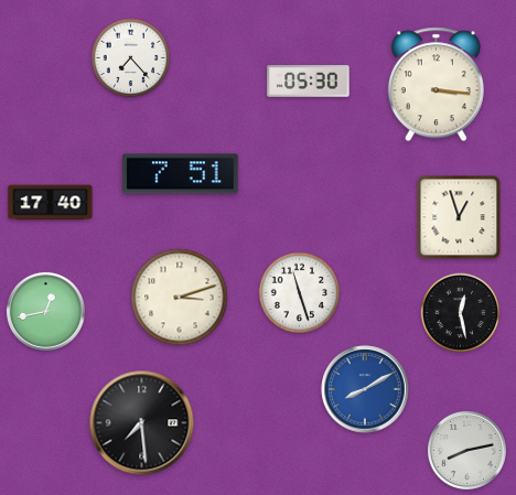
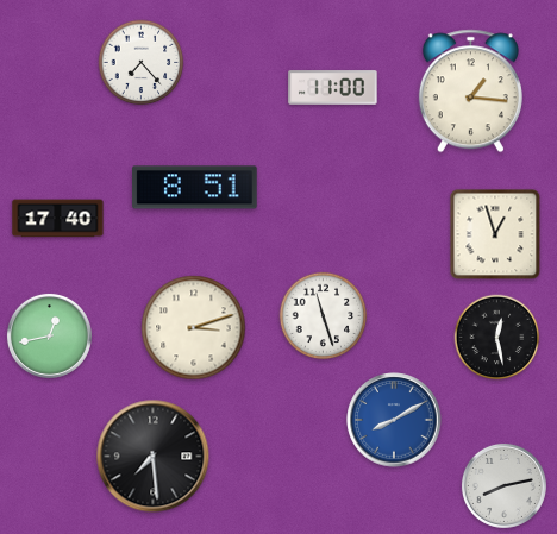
clock at (309, 82): 05:30 -> 11:00
clock at (436, 85): 3:16 -> 1:16
clock at (181, 174): 7:51 -> 8:51
clock at (51, 203) position: (51, 203) -> (58, 219)
clock at (180, 298) position: (180, 298) -> (194, 328)
